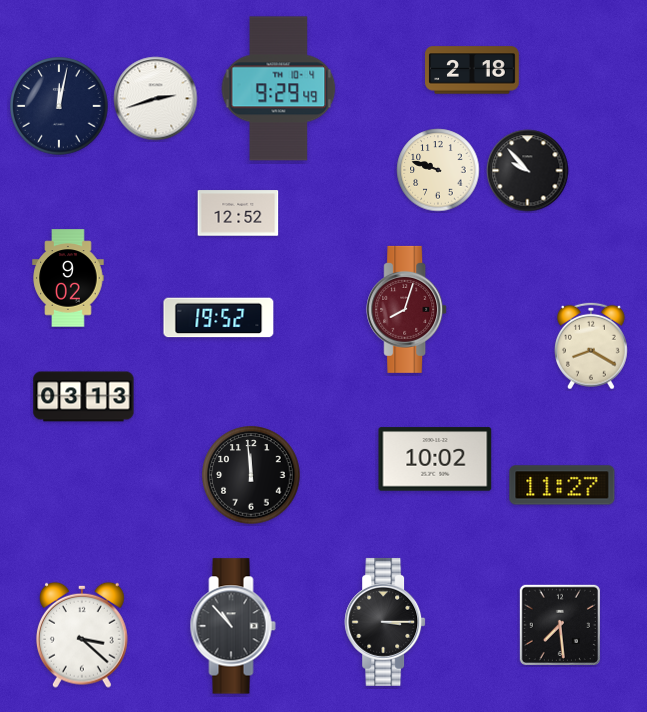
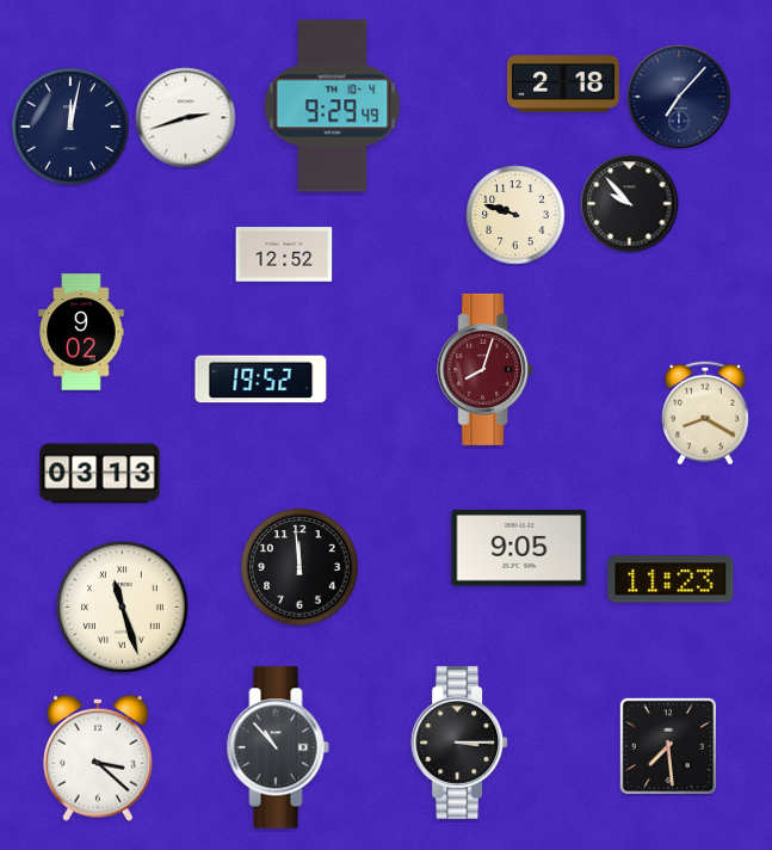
clock at (679, 97): none -> 7:07
clock at (438, 170) position: (438, 170) -> (515, 215)
clock at (435, 459): 10:02 -> 9:05
clock at (562, 485): 11:27 -> 11:23
clock at (123, 608): none -> 11:27
